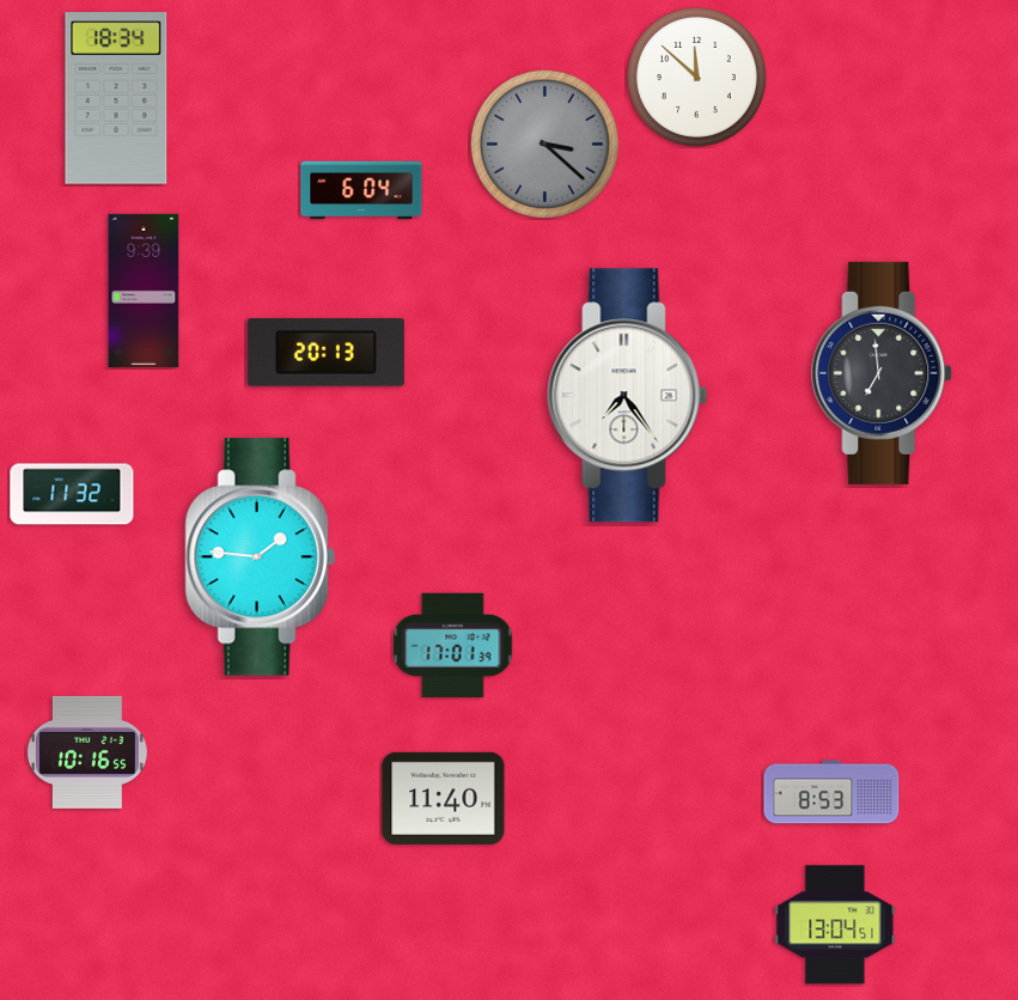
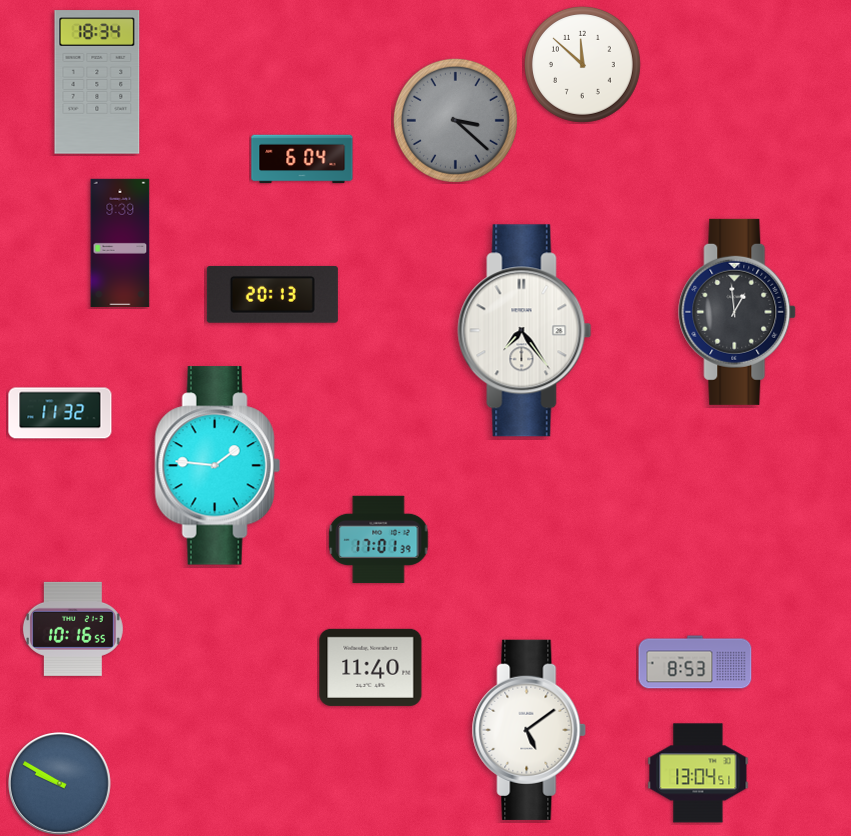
clock at (883, 373): 6:59 -> 12:59
clock at (529, 730): none -> 5:09
clock at (60, 784): none -> 9:50
